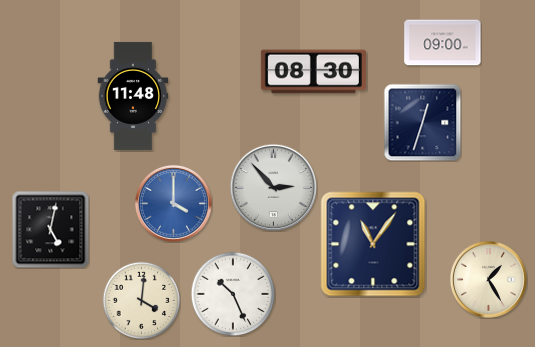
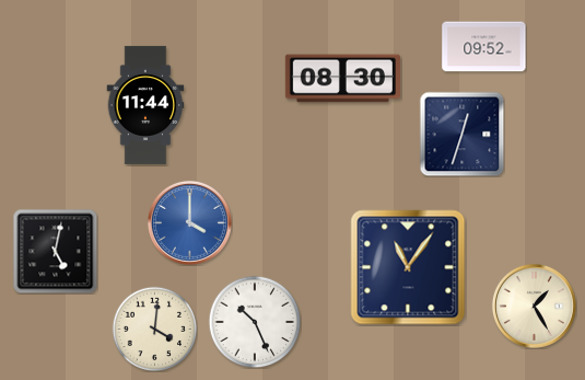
clock at (443, 43): 09:00 -> 09:52
clock at (133, 96): 11:48 -> 11:44
clock at (273, 187): 2:53 -> none
